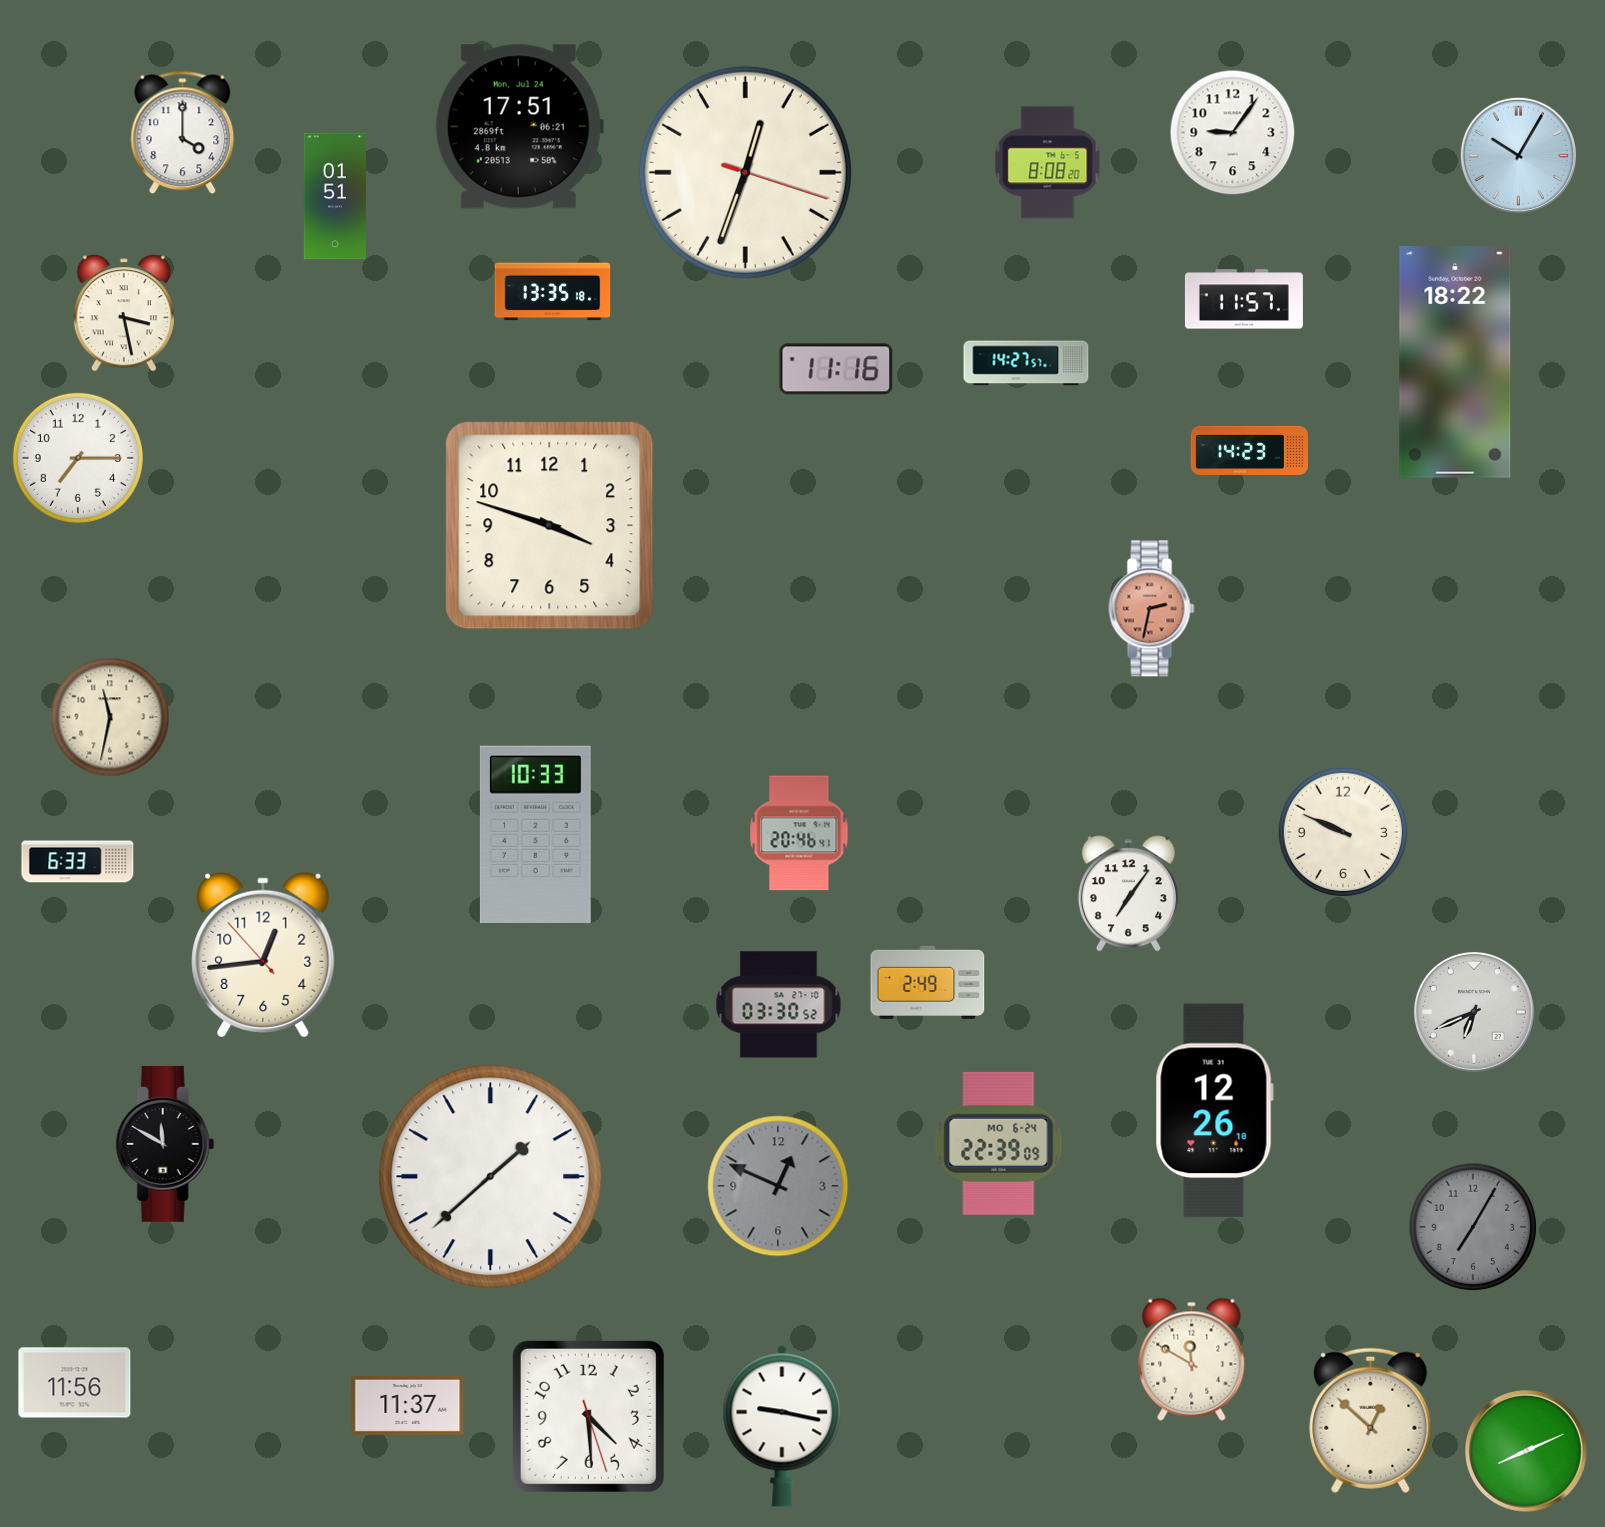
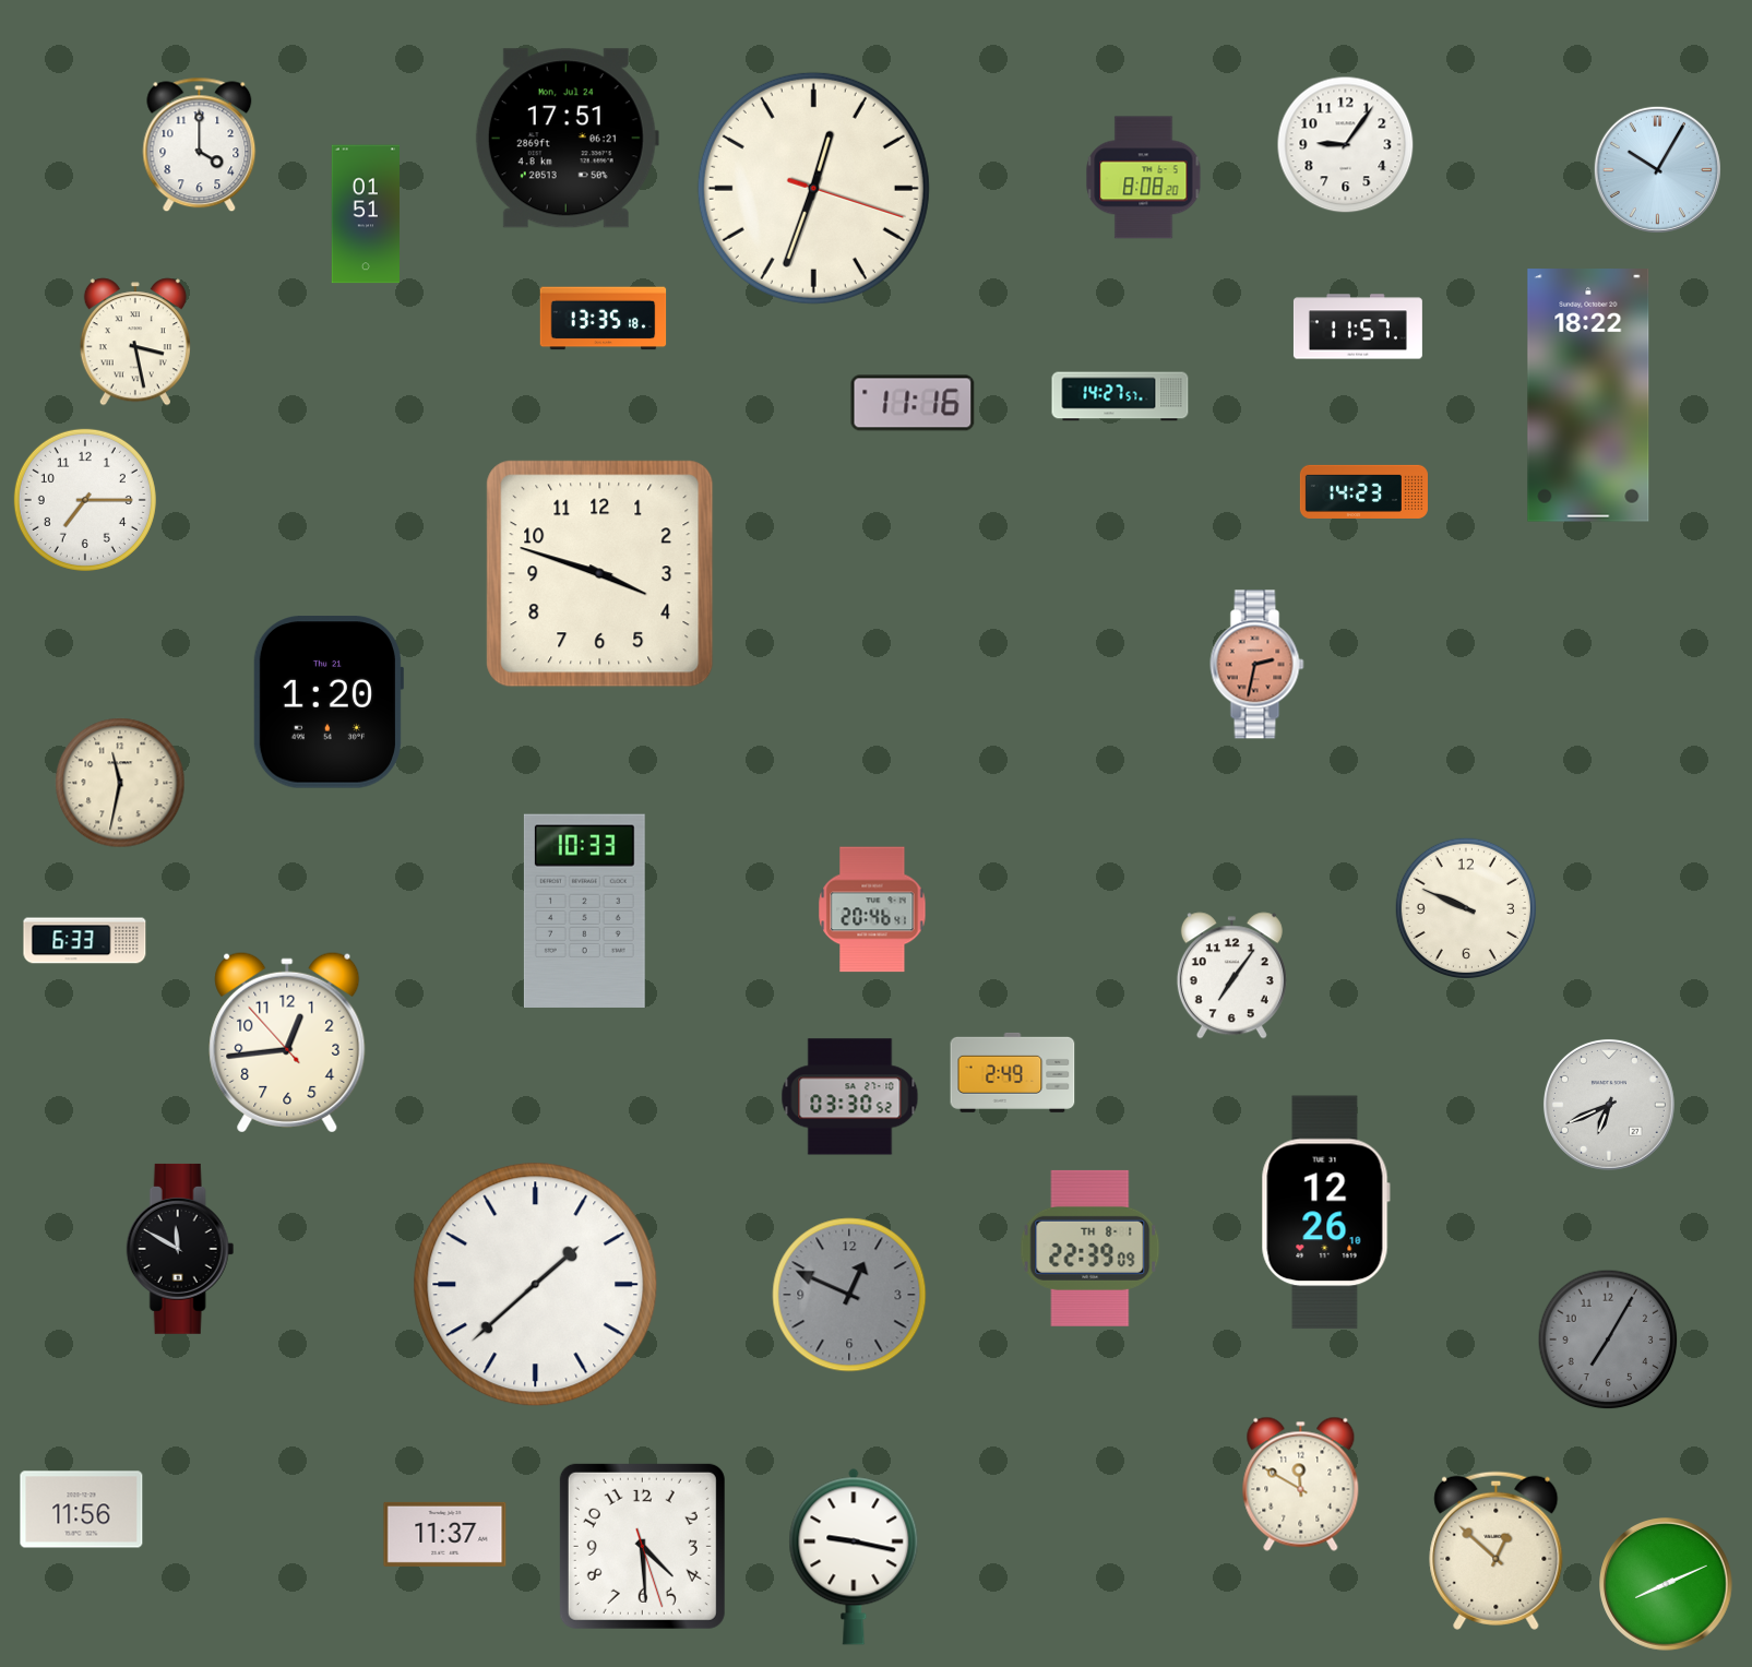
clock at (327, 702): none -> 1:20
clock at (999, 1143) date: MO 6-24 -> TH 8-1
